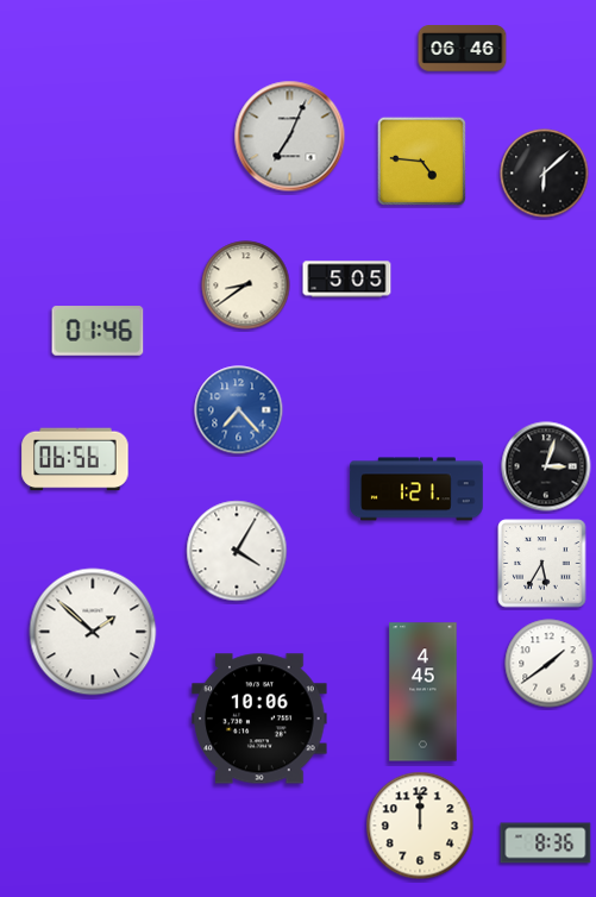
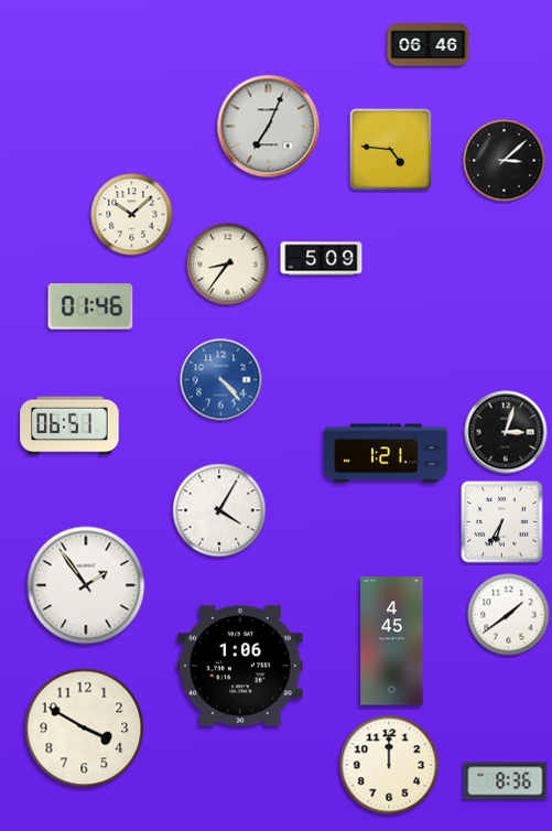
clock at (545, 174): 6:08 -> 3:08
clock at (132, 215): none -> 10:08
clock at (347, 280): 5:05 -> 5:09
clock at (246, 286): 8:39 -> 8:36
clock at (239, 410): 7:23 -> 4:23
clock at (75, 459): 06:56 -> 06:51
clock at (542, 564): 5:35 -> 6:35
clock at (93, 632): 1:52 -> 1:54
clock at (259, 719): 10:06 -> 1:06
clock at (85, 729): none -> 3:50
